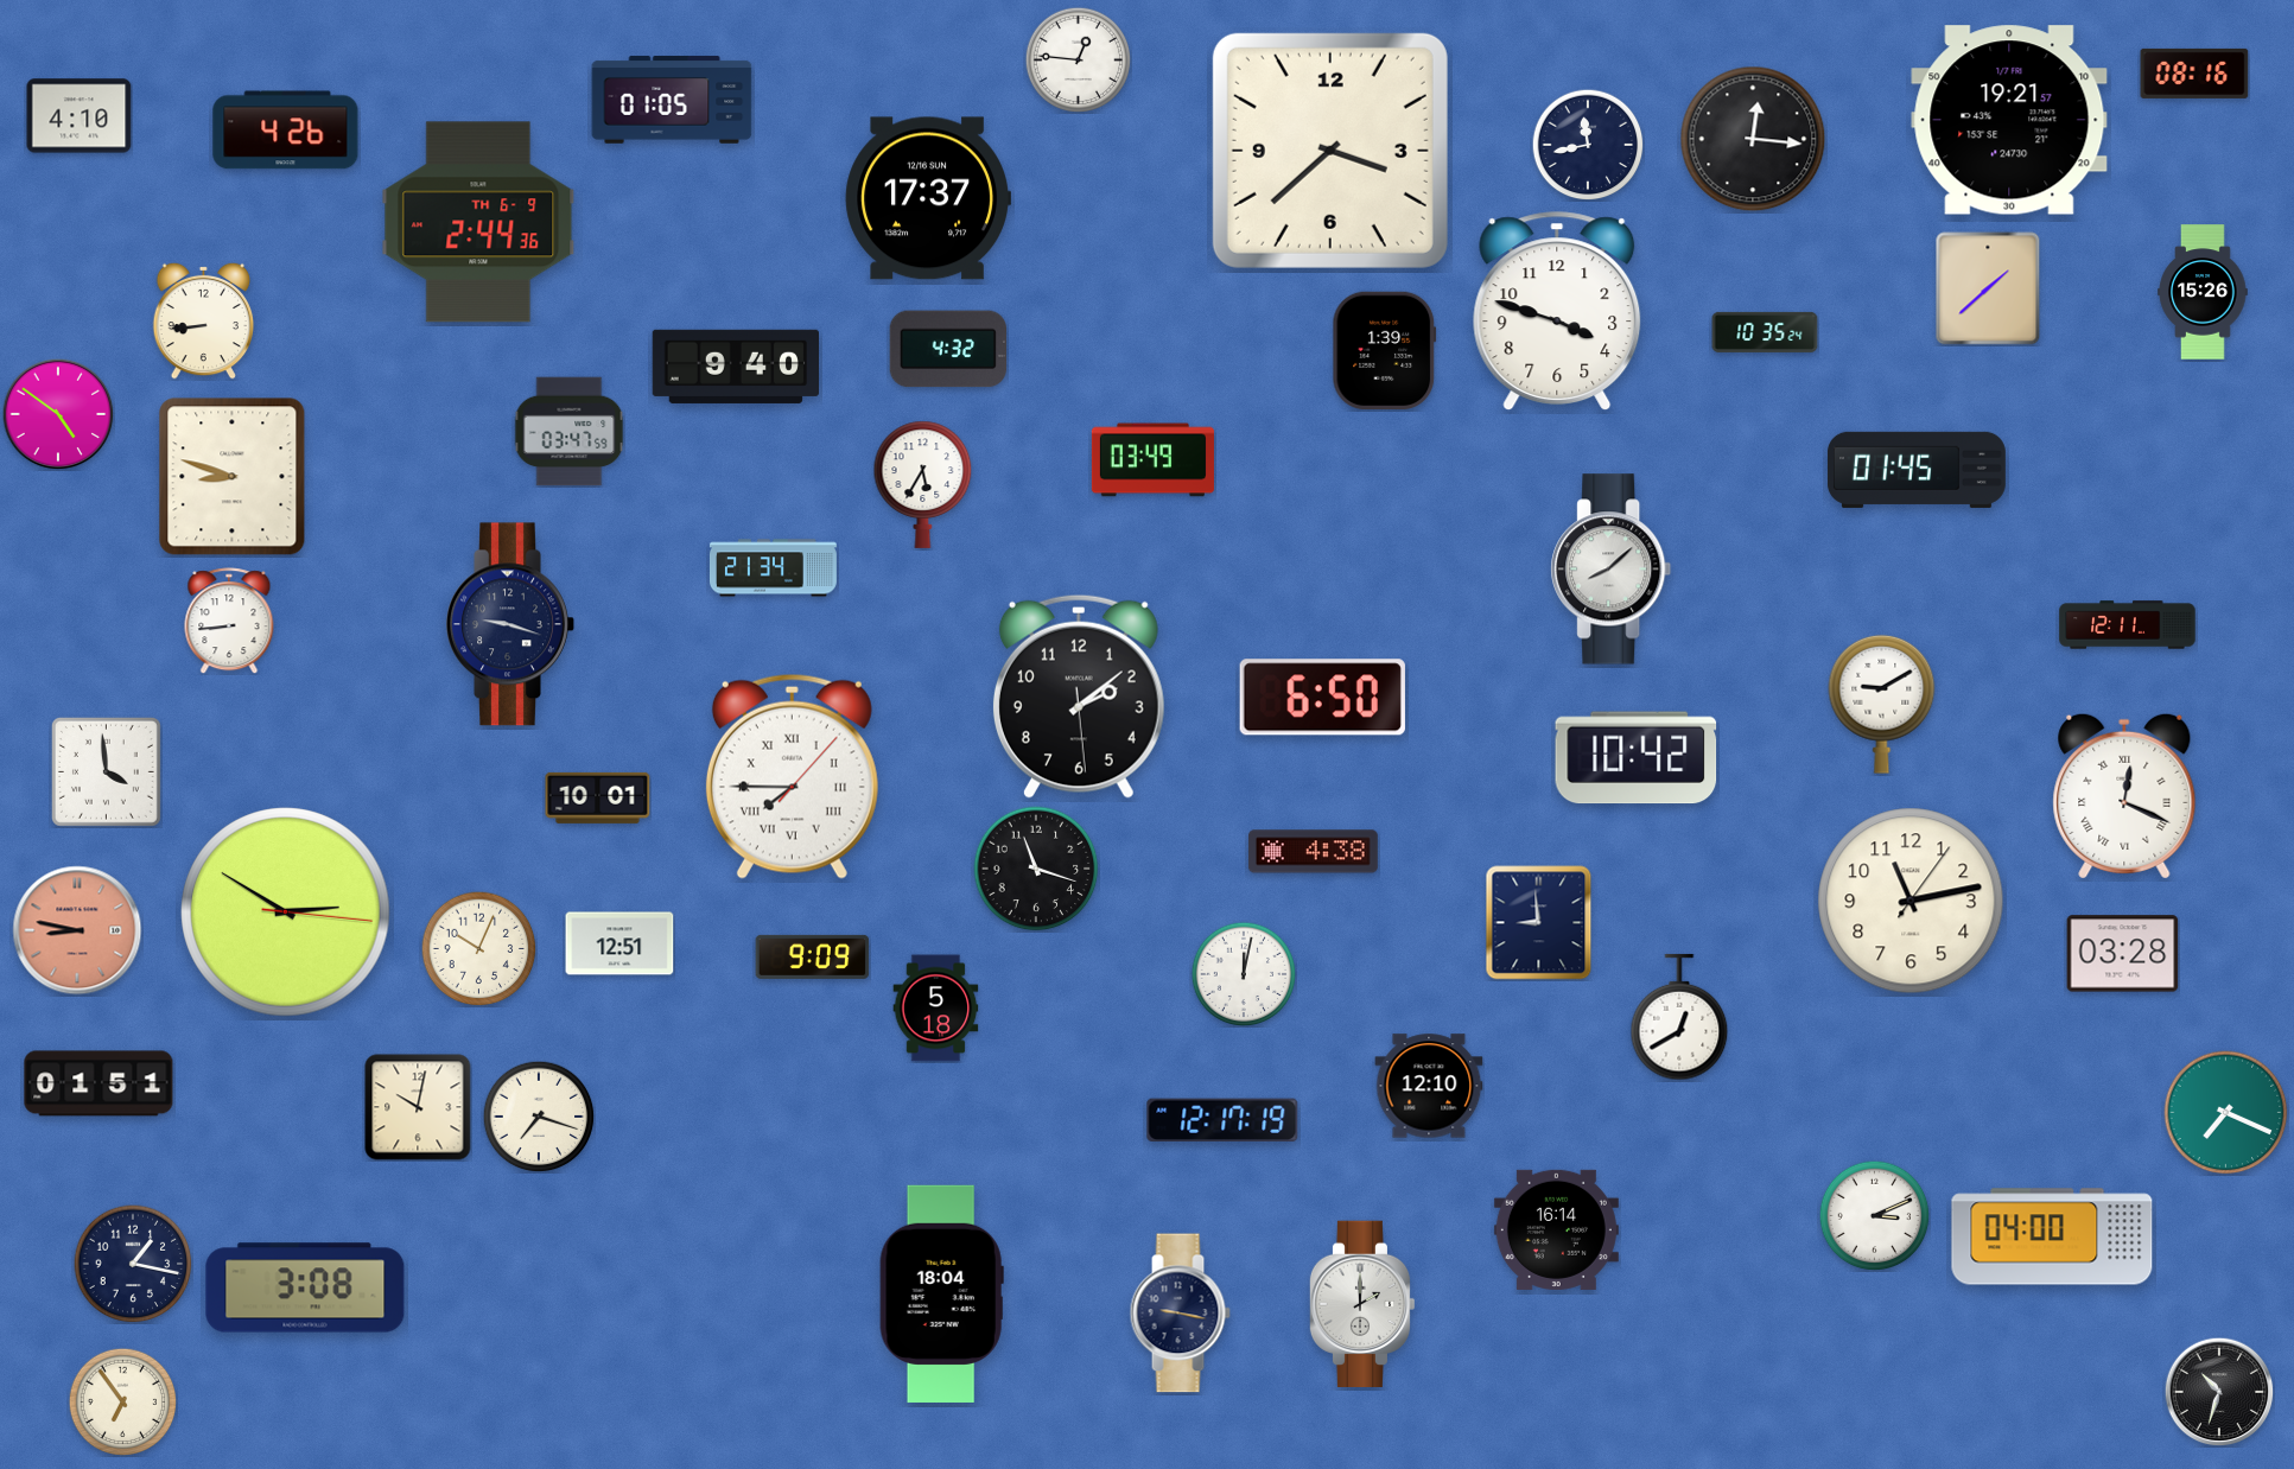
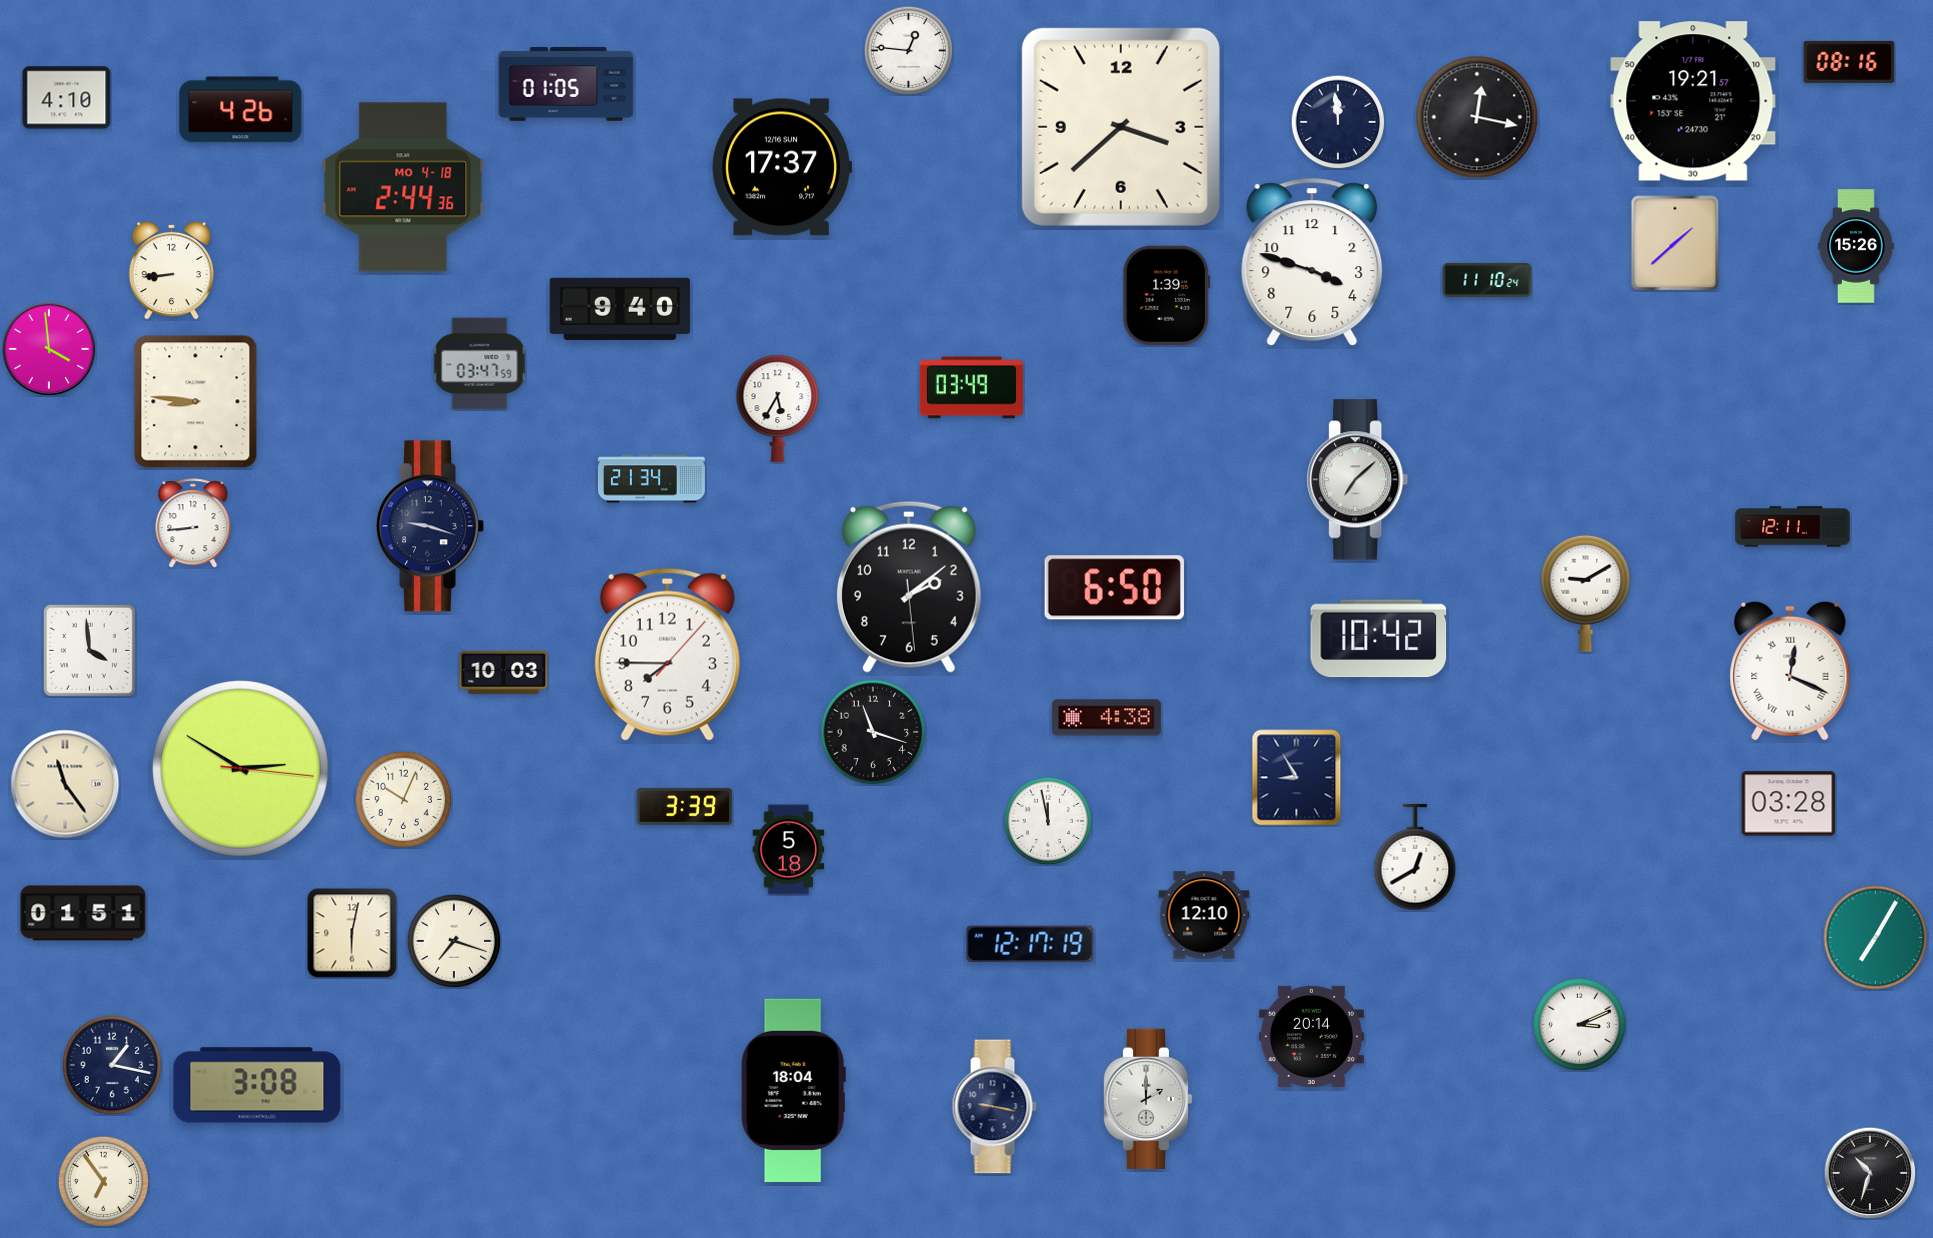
clock at (1753, 139): 12:16 -> 12:17
clock at (1588, 145): 11:43 -> 11:59
clock at (478, 222) date: TH 6-9 -> MO 4-18
clock at (1765, 332): 10:35 -> 11:10
clock at (947, 349): 4:32 -> none
clock at (58, 414): 4:51 -> 3:59
clock at (1917, 470): 01:45 -> none
clock at (233, 477): 8:48 -> 8:46
clock at (1612, 570): 8:08 -> 7:08
clock at (792, 776) numerals: Roman -> Arabic
clock at (598, 797): 10:01 -> 10:03
clock at (1911, 901): 11:13 -> none
clock at (1539, 923): 8:59 -> 8:55
clock at (77, 930): 8:47 -> 11:24
clock at (77, 930) dial: salmon -> cream
clock at (619, 943): 12:51 -> none
clock at (813, 956): 9:09 -> 3:39
clock at (1244, 974): 12:02 -> 11:58
clock at (418, 1107): 10:02 -> 6:02
clock at (2226, 1113): 7:19 -> 7:05
clock at (1556, 1229): 16:14 -> 20:14
clock at (2052, 1236): 04:00 -> none
